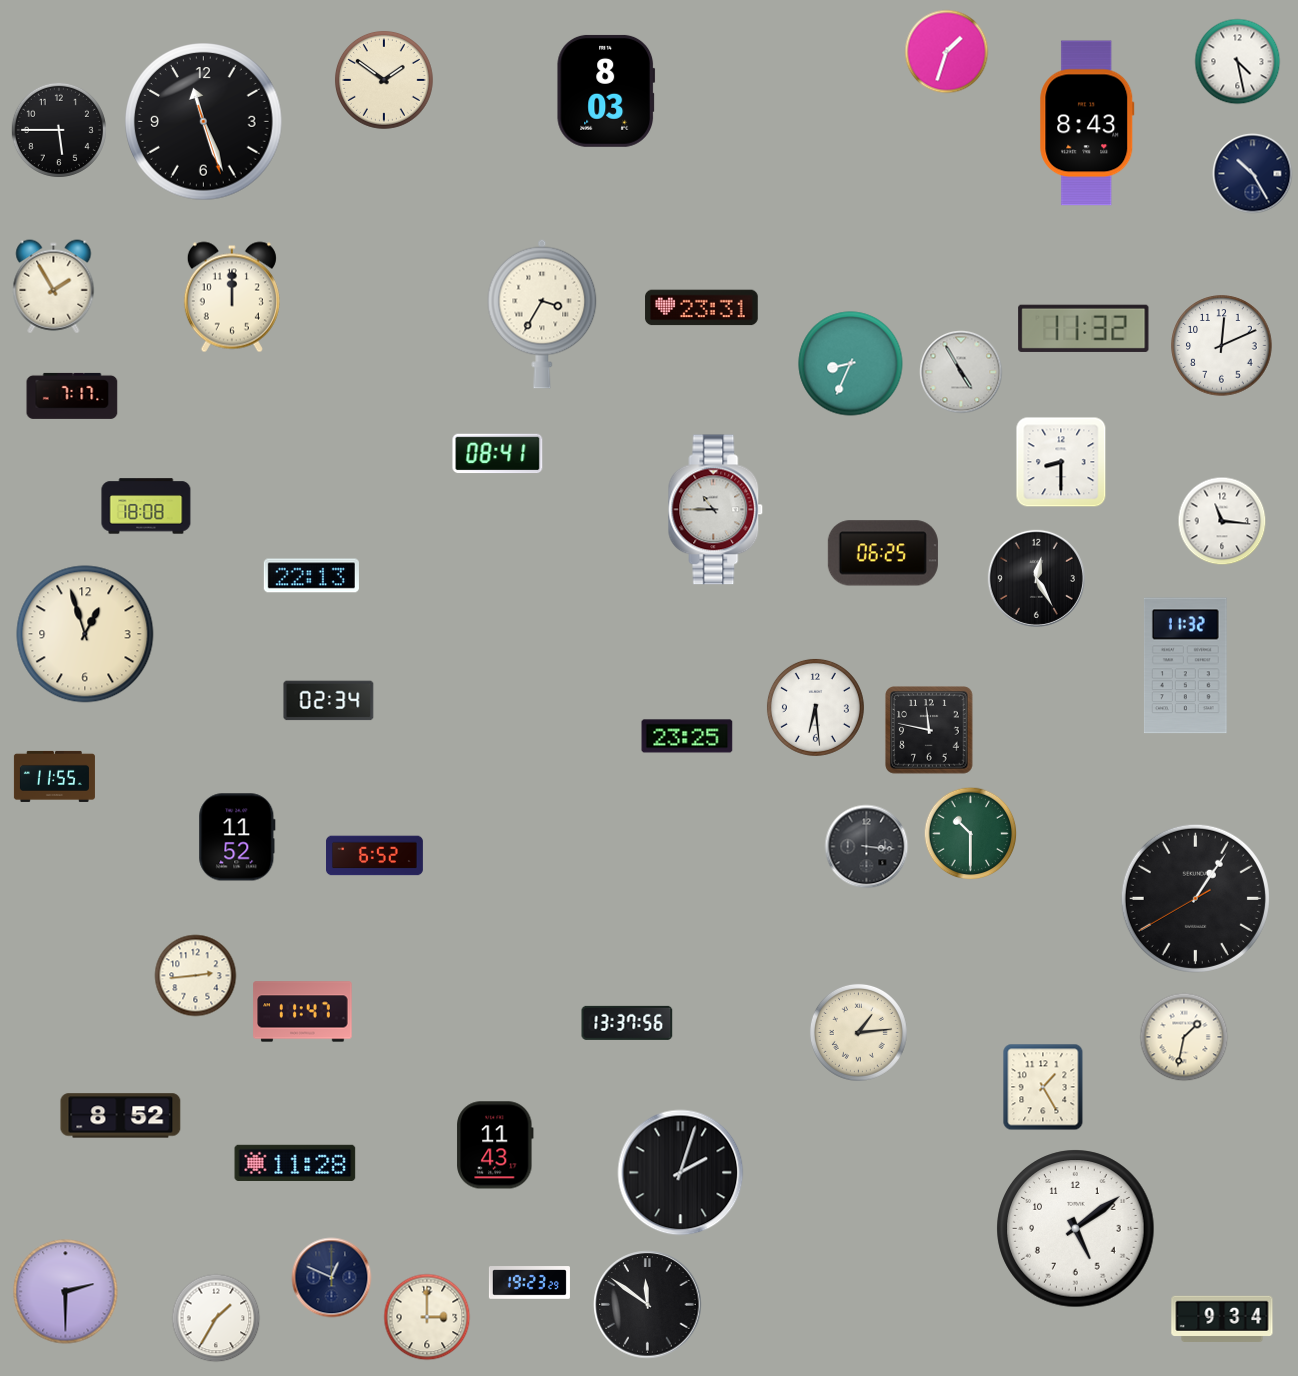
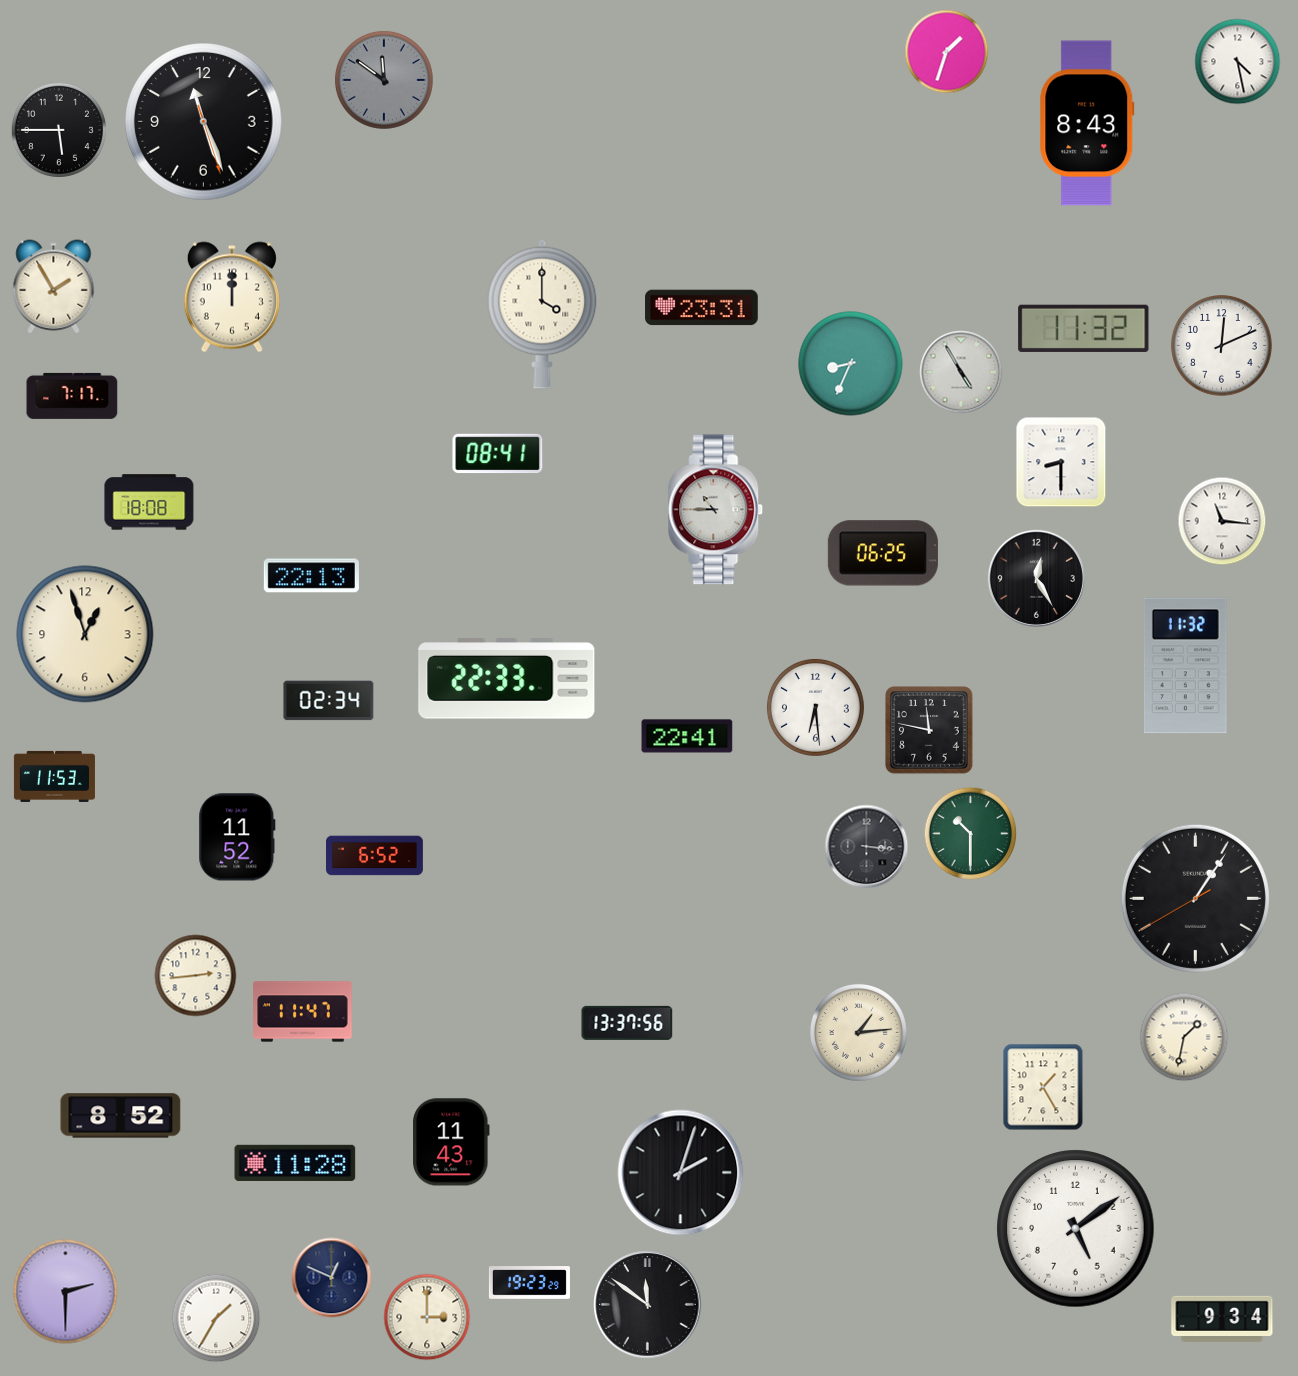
clock at (384, 80): 1:51 -> 11:51
clock at (384, 80) dial: cream -> grey
clock at (606, 91): 8:03 -> none
clock at (1253, 174): 10:25 -> none
clock at (542, 314): 3:35 -> 4:00
clock at (146, 506) position: (146, 506) -> (149, 502)
clock at (507, 679): none -> 22:33
clock at (687, 736): 23:25 -> 22:41
clock at (54, 776): 11:55 -> 11:53
clock at (495, 1145) position: (495, 1145) -> (451, 1142)
